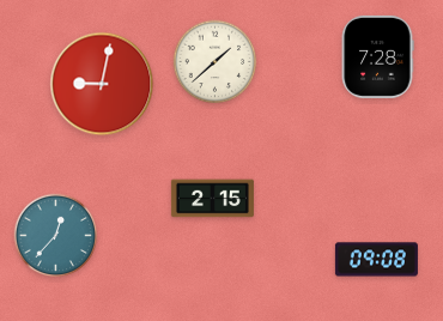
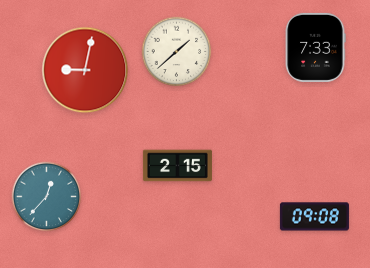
clock at (377, 56): 7:28 -> 7:33
clock at (216, 62) position: (216, 62) -> (177, 52)
